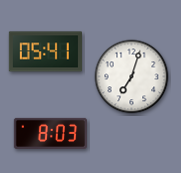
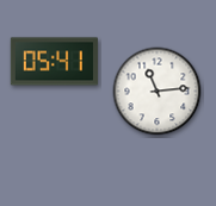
clock at (132, 77): 7:03 -> 11:14
clock at (50, 133): 8:03 -> none
